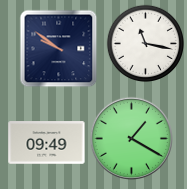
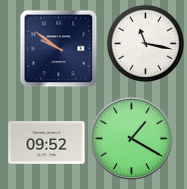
clock at (47, 143): 09:49 -> 09:52
